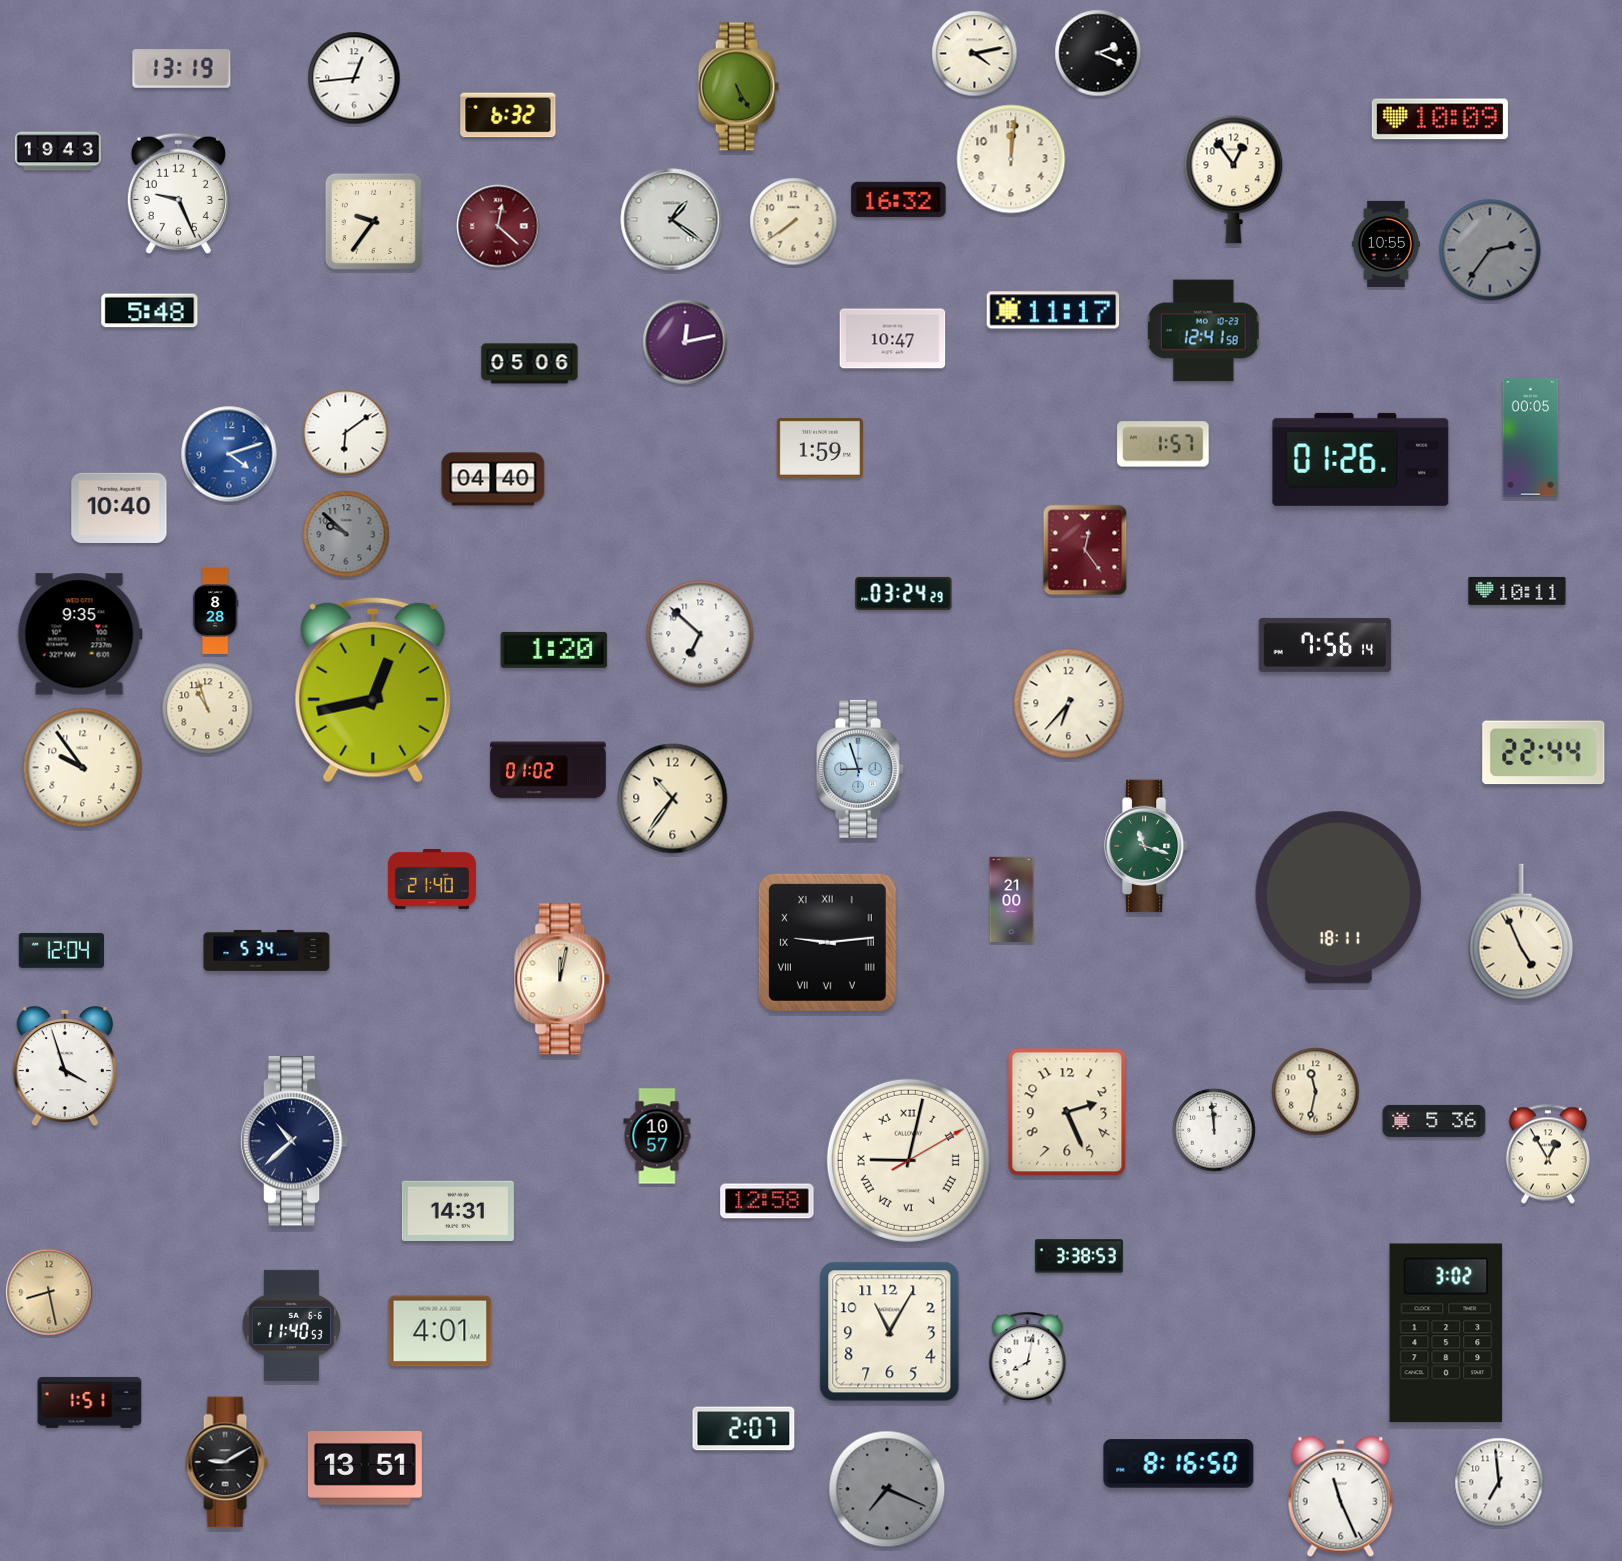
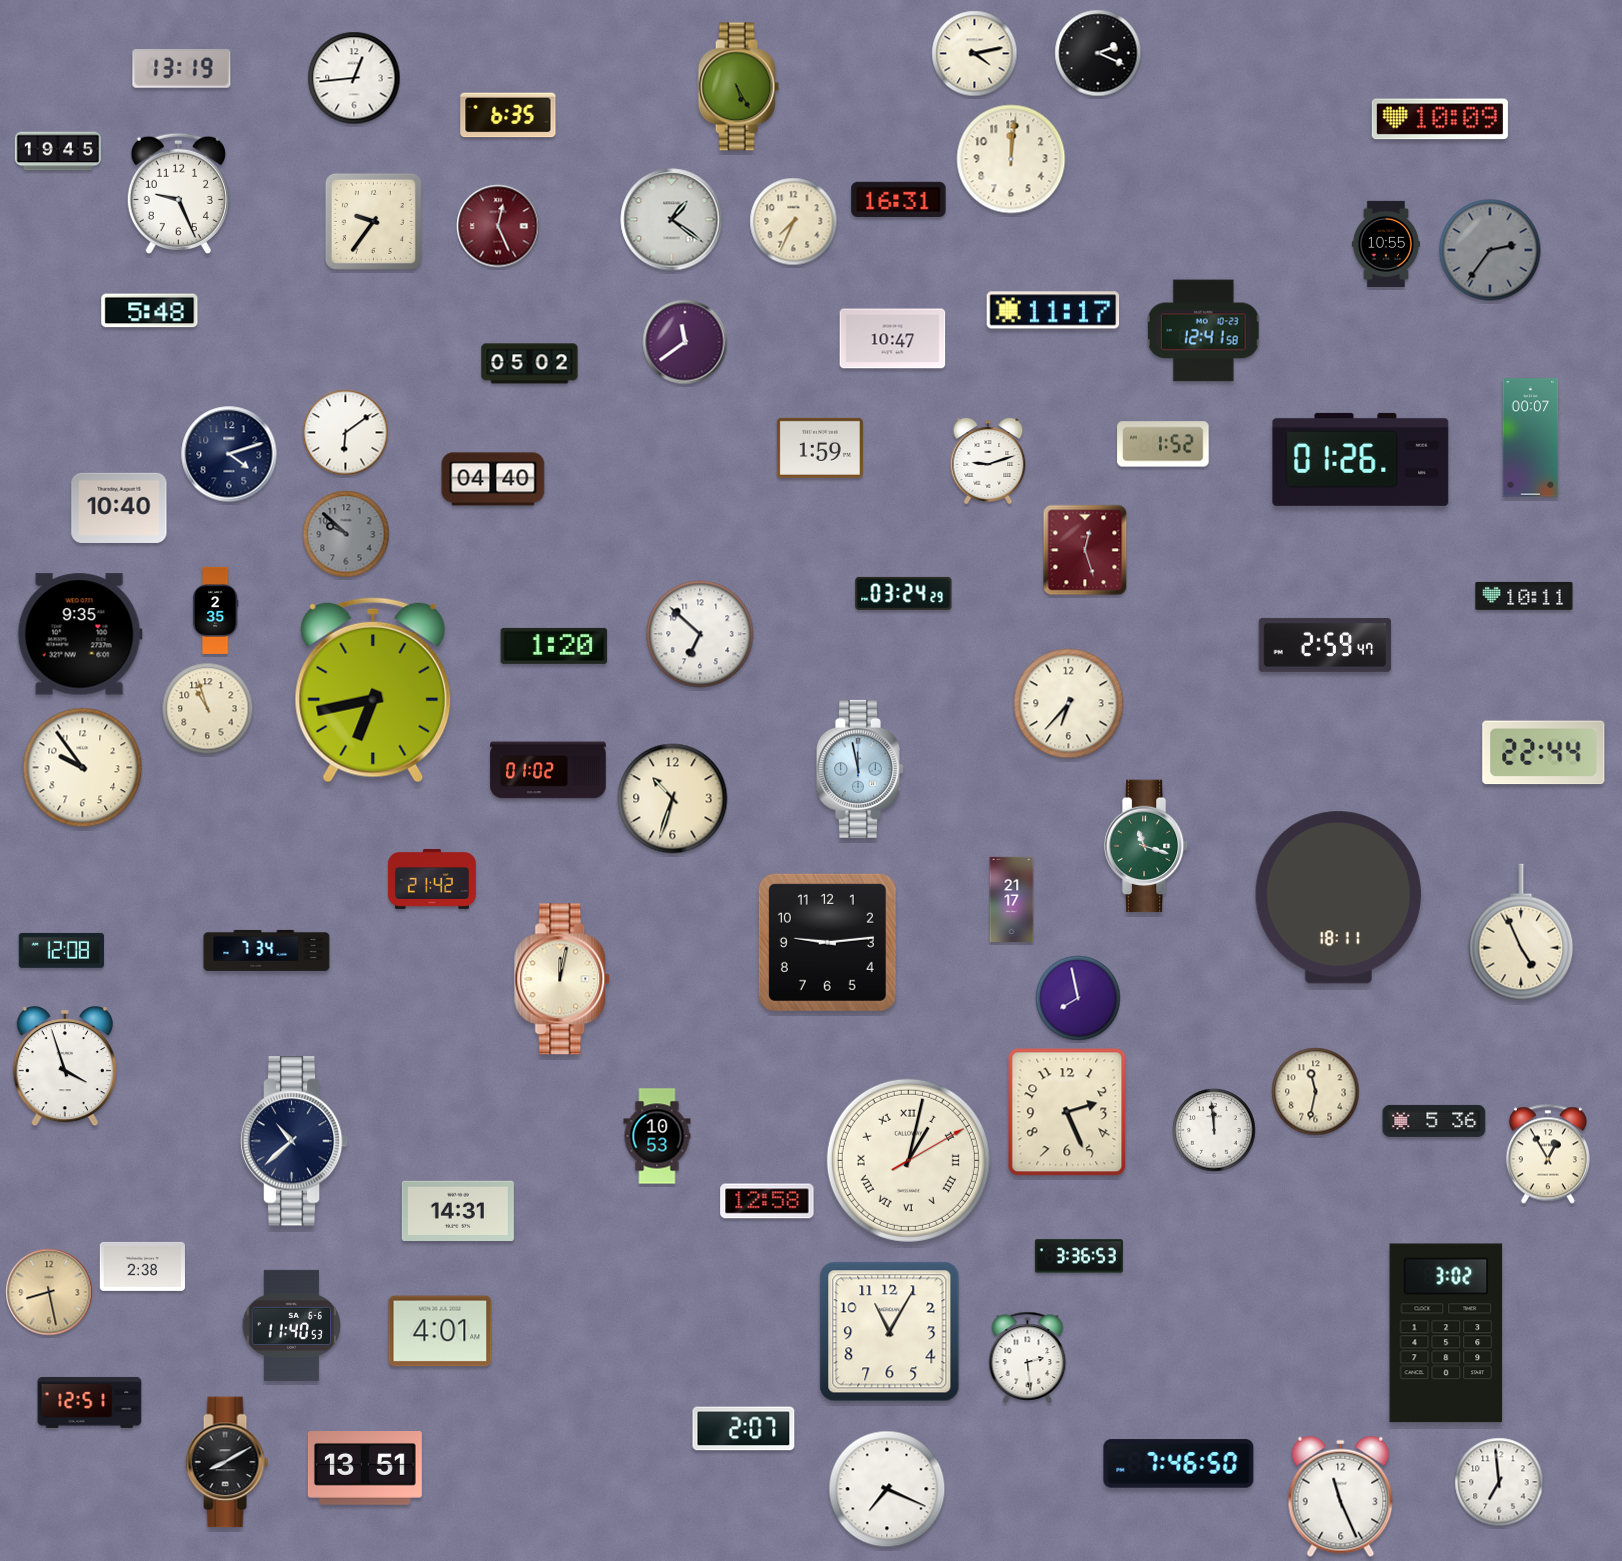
clock at (508, 115): 6:32 -> 6:35
clock at (58, 151): 19:43 -> 19:45
clock at (1234, 179): 12:54 -> none
clock at (899, 199): 16:32 -> 16:31
clock at (794, 222): 7:39 -> 7:34
clock at (498, 226): 12:22 -> 12:26
clock at (685, 342): 12:13 -> 11:39
clock at (530, 364): 05:06 -> 05:02
clock at (1531, 438): 00:05 -> 00:07
clock at (1163, 444): 1:57 -> 1:52
clock at (229, 454) dial: blue -> navy
clock at (988, 461): none -> 9:12
clock at (1085, 550): 12:24 -> 12:27
clock at (1517, 591) position: (1517, 591) -> (1524, 596)
clock at (215, 610): 8:28 -> 2:35
clock at (1325, 645): 7:56 -> 2:59
clock at (554, 650) position: (554, 650) -> (554, 646)
clock at (373, 690): 12:43 -> 6:43
clock at (861, 769): 8:57 -> 11:58
clock at (673, 799): 10:36 -> 10:33
clock at (432, 879): 21:40 -> 21:42
clock at (1012, 899): 21:00 -> 21:17
clock at (827, 942) numerals: Roman -> Arabic
clock at (61, 950): 12:04 -> 12:08
clock at (267, 950): 5:34 -> 7:34
clock at (1078, 998): none -> 7:58
clock at (657, 1136): 10:57 -> 10:53
clock at (908, 1160): 9:02 -> 1:02
clock at (1079, 1256): 3:38 -> 3:36
clock at (142, 1266): none -> 2:38
clock at (1028, 1357): 8:02 -> 2:29
clock at (90, 1402): 1:51 -> 12:51
clock at (227, 1462): 9:10 -> 8:10
clock at (1179, 1464): 8:16 -> 7:46
clock at (887, 1489) dial: grey -> white
